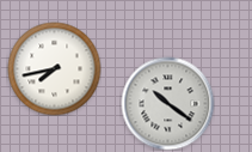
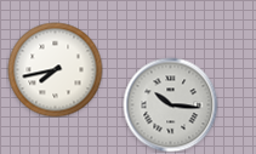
clock at (167, 103): 10:21 -> 10:16
